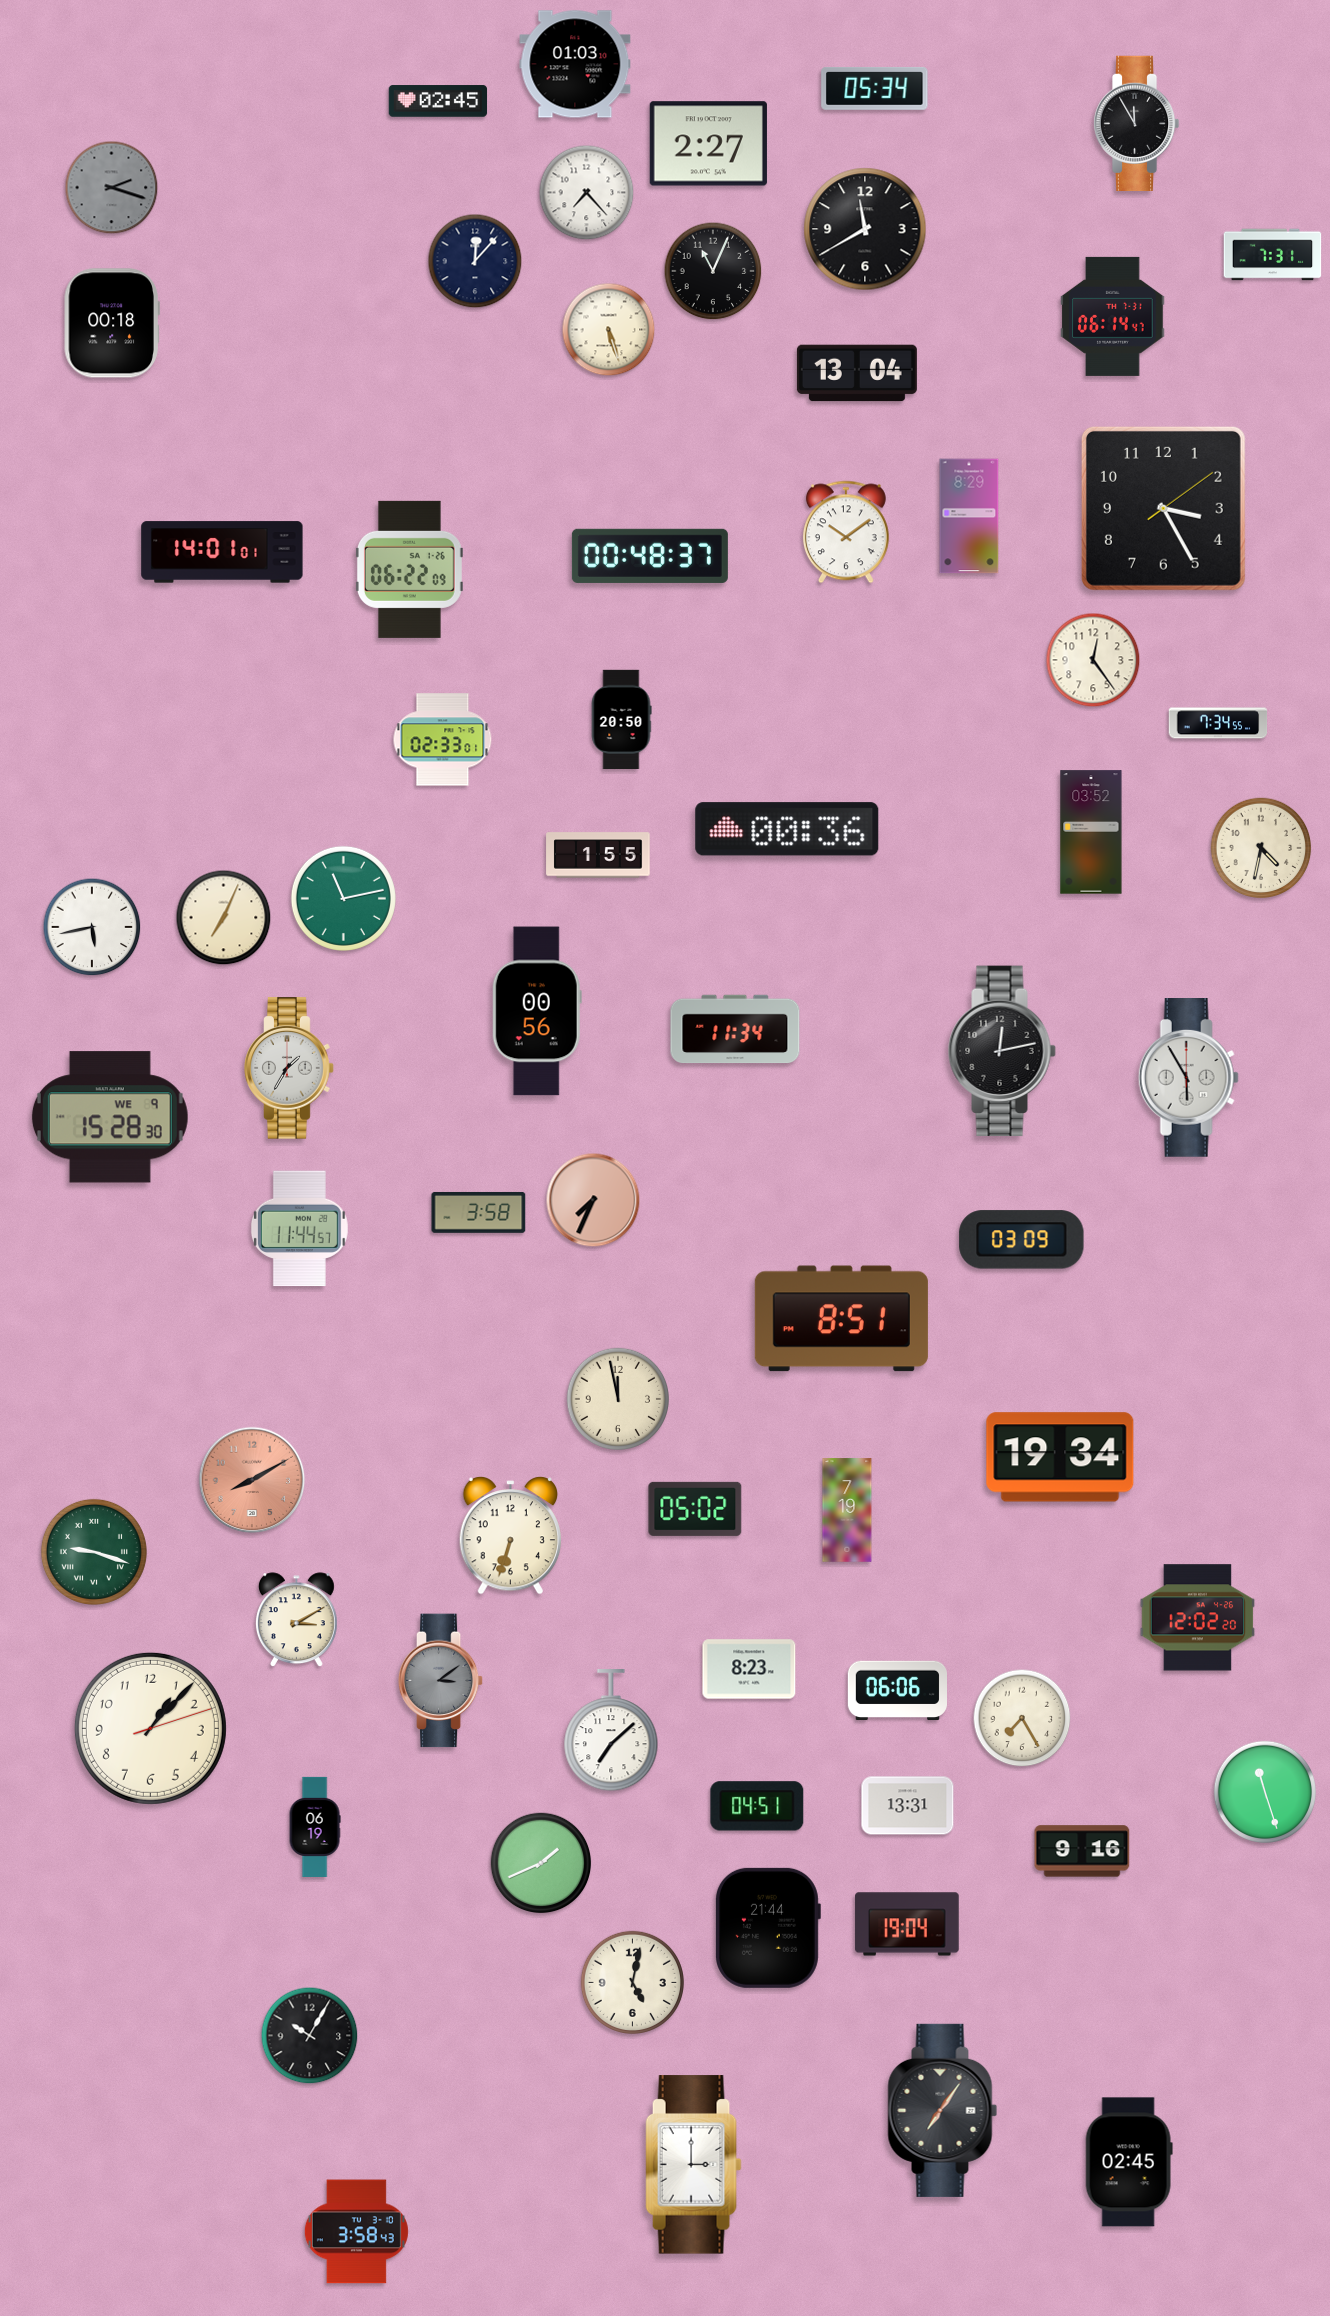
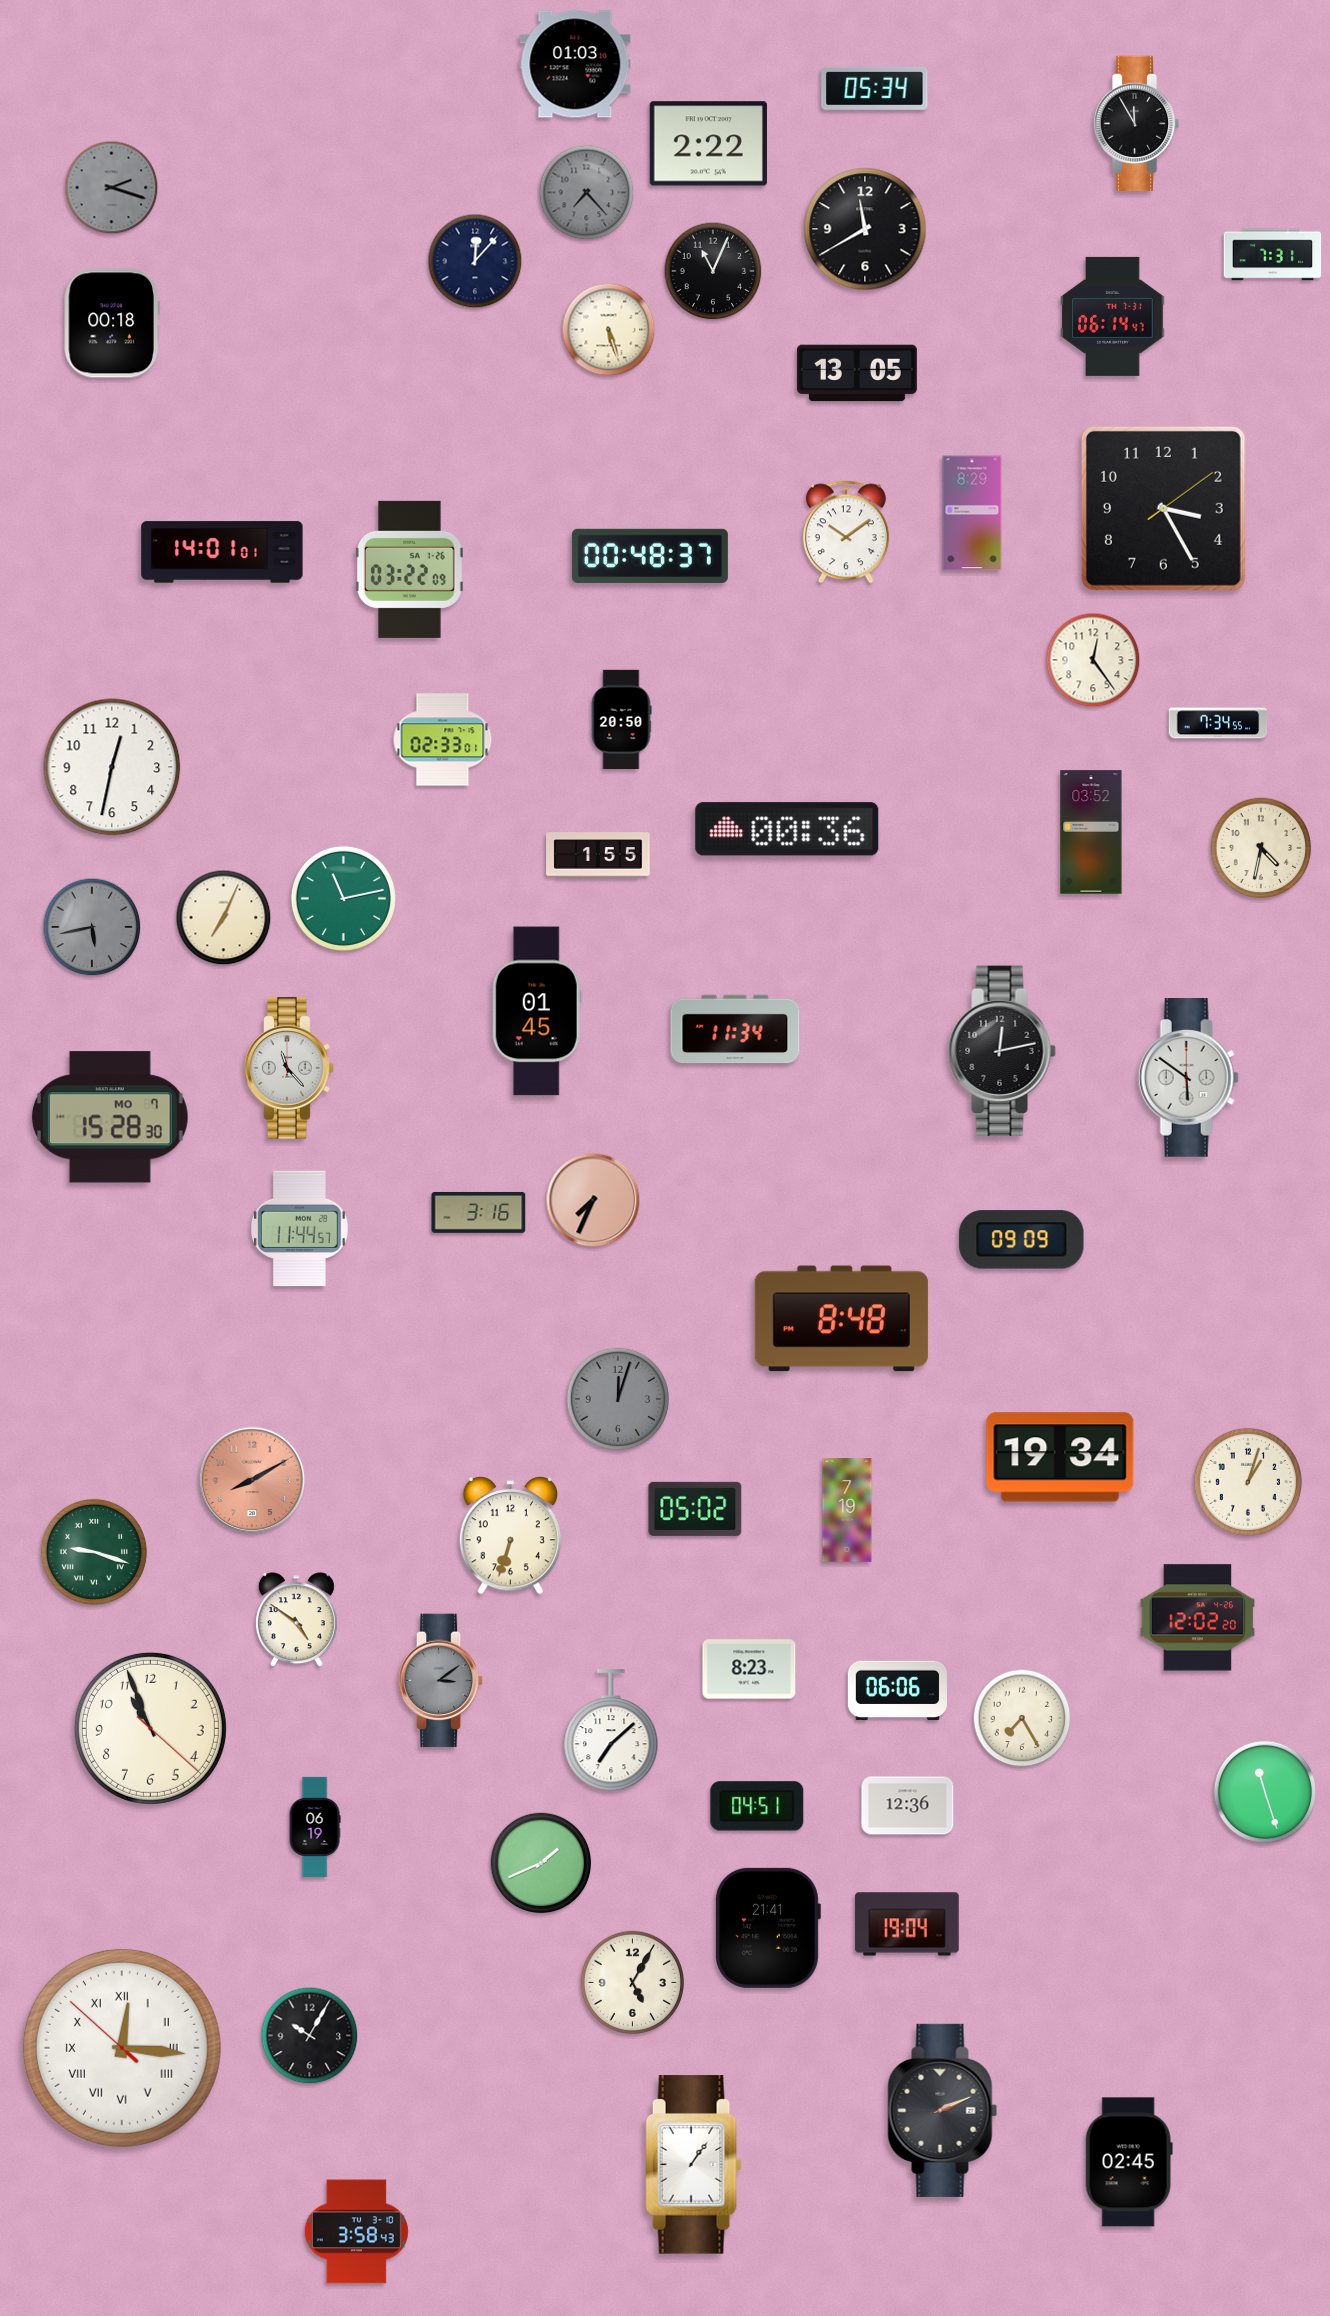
clock at (438, 101): 02:45 -> none
clock at (708, 144): 2:27 -> 2:22
clock at (587, 193) dial: white -> grey
clock at (857, 373): 13:04 -> 13:05
clock at (969, 516) position: (969, 516) -> (972, 513)
clock at (409, 569): 06:22 -> 03:22
clock at (112, 767): none -> 12:32
clock at (92, 927) dial: white -> grey
clock at (537, 1011): 00:56 -> 01:45
clock at (289, 1068): 1:35 -> 11:23
clock at (1188, 1078): 5:55 -> 5:51
clock at (110, 1117) date: WE 9 -> MO 7
clock at (479, 1212): 3:58 -> 3:16
clock at (1022, 1240): 03:09 -> 09:09
clock at (841, 1319): 8:51 -> 8:48
clock at (617, 1398): 11:58 -> 12:03
clock at (617, 1398) dial: cream -> grey
clock at (1248, 1482): none -> 1:03
clock at (296, 1620): 3:10 -> 4:51
clock at (150, 1728): 1:07 -> 10:56
clock at (908, 1806): 13:31 -> 12:36
clock at (1082, 1851): 9:16 -> none
clock at (767, 1928): 21:44 -> 21:41
clock at (632, 1982): 5:02 -> 5:05
clock at (122, 2048): none -> 12:15
clock at (943, 2110): 7:06 -> 2:11
clock at (694, 2165): 3:00 -> 1:06
